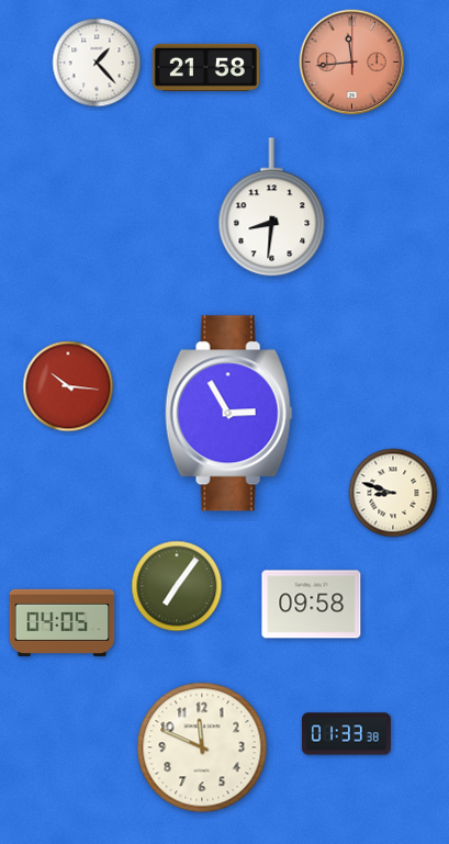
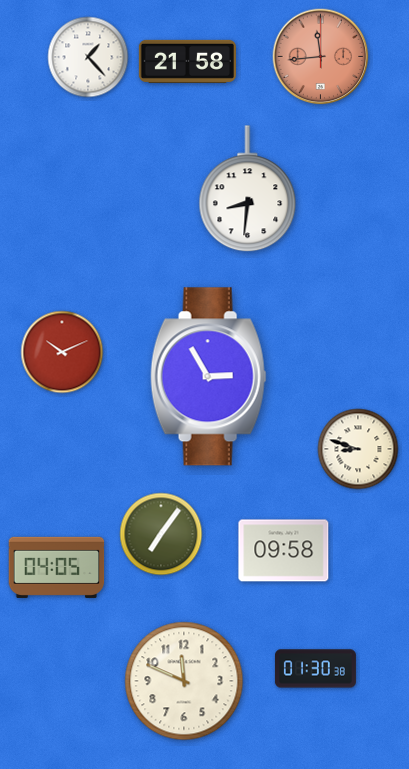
clock at (68, 386): 10:16 -> 10:11
clock at (346, 734): 01:33 -> 01:30
